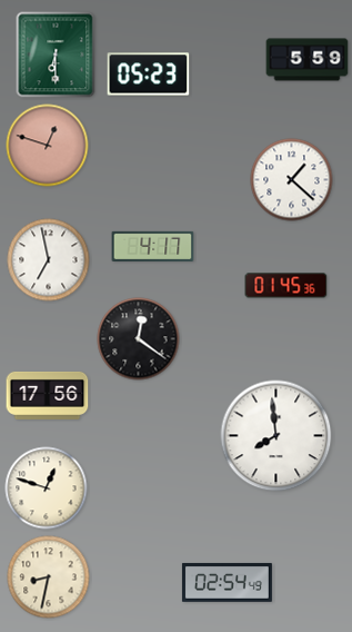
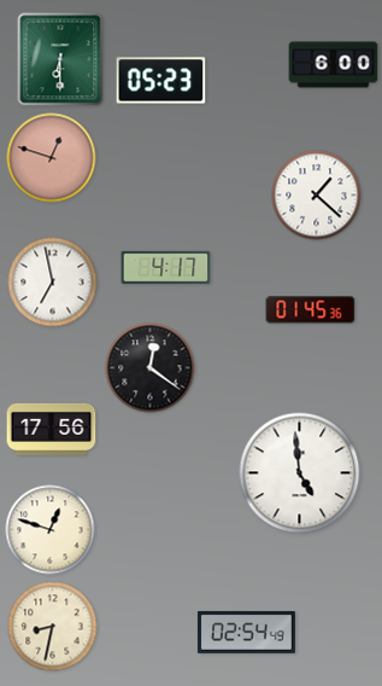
clock at (308, 60): 5:59 -> 6:00
clock at (276, 436): 7:59 -> 4:59
